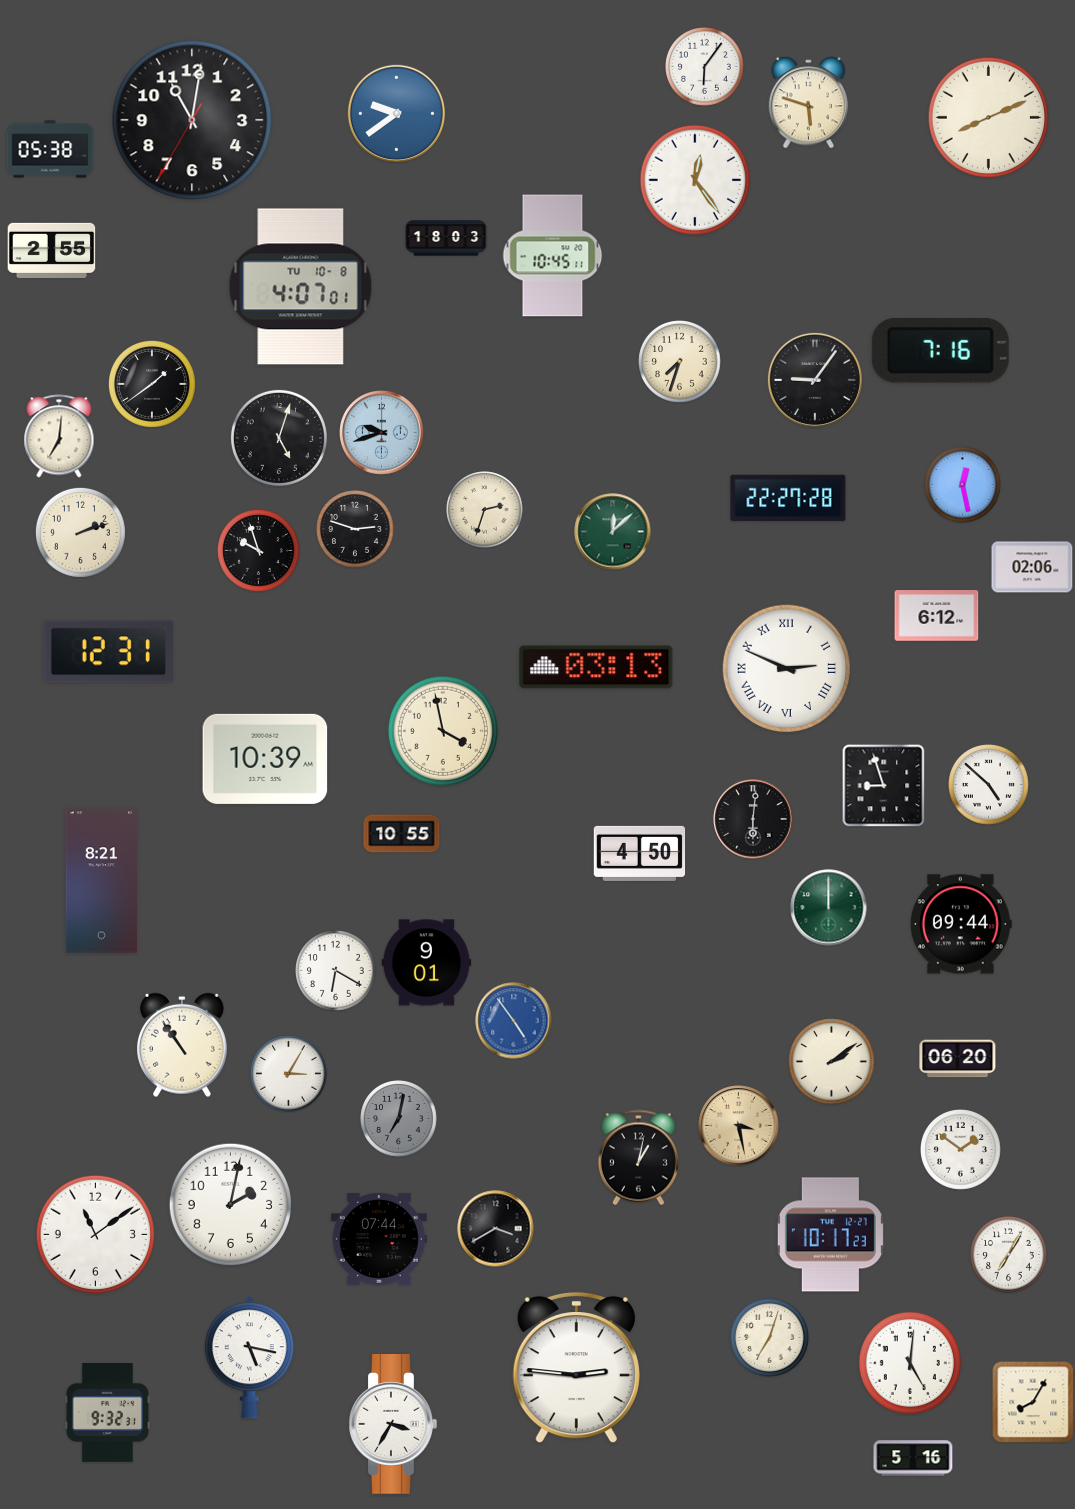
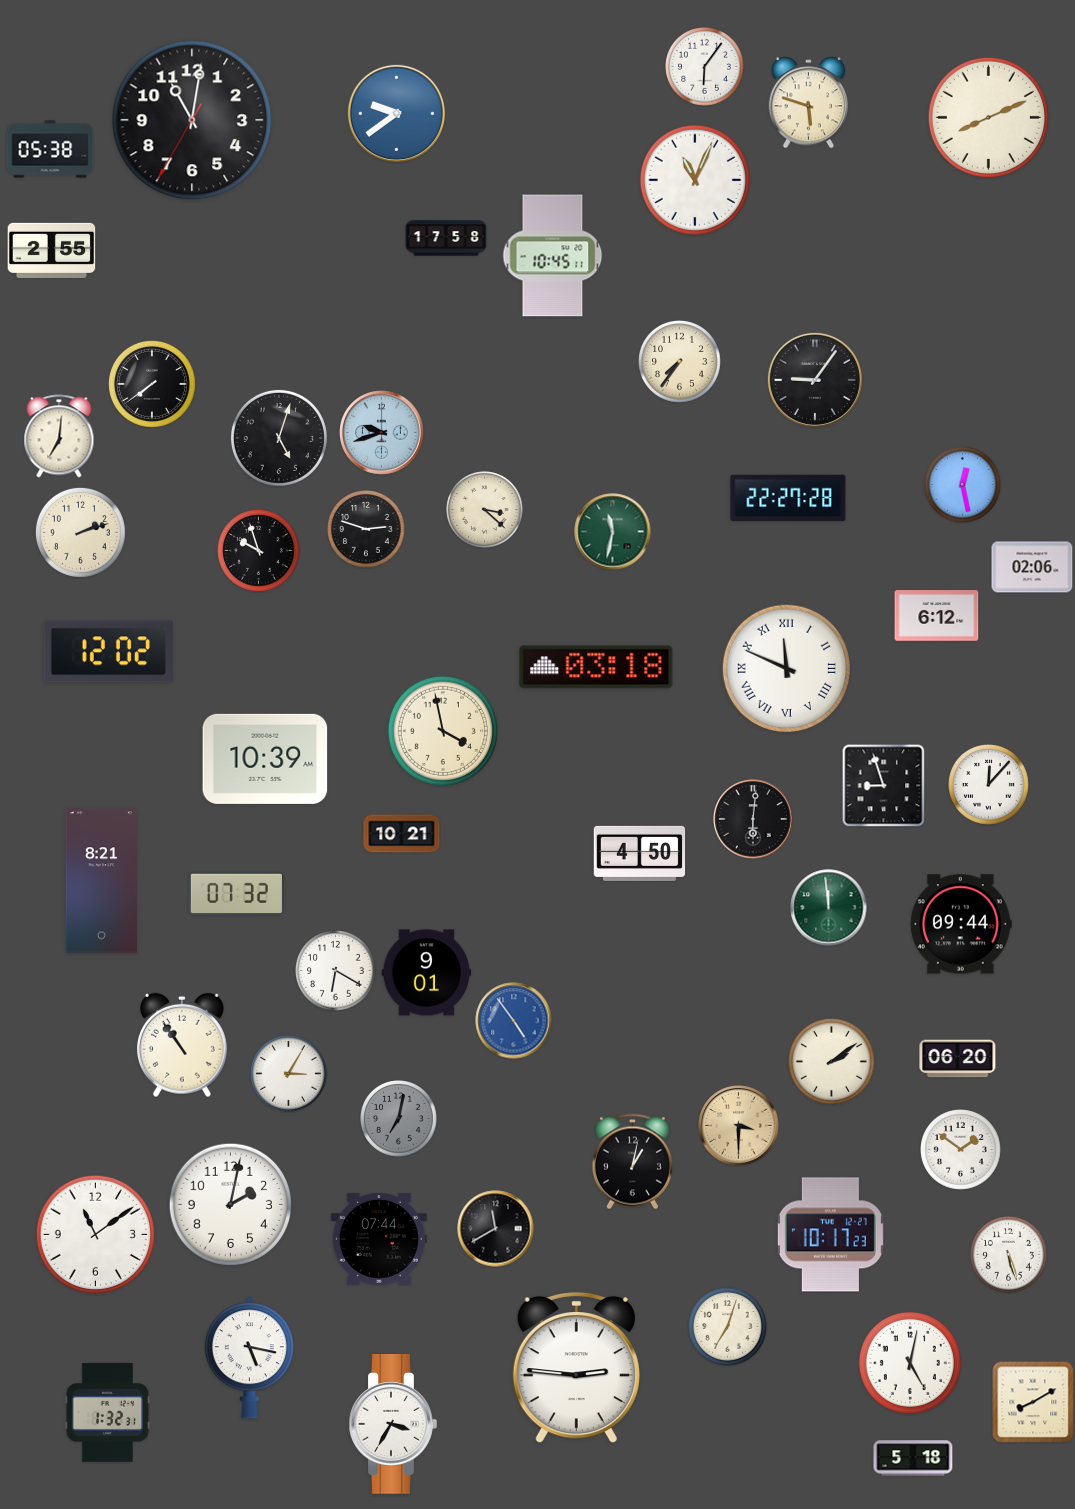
clock at (695, 180): 12:24 -> 11:04
clock at (446, 238): 18:03 -> 17:58
clock at (301, 287): 4:07 -> none
clock at (940, 351): 7:16 -> none
clock at (680, 362): 7:33 -> 7:36
clock at (152, 384): 1:39 -> 7:39
clock at (485, 510): 2:33 -> 3:22
clock at (355, 529) position: (355, 529) -> (366, 529)
clock at (613, 532): 12:08 -> 11:32
clock at (108, 652): 12:31 -> 12:02
clock at (596, 667): 03:13 -> 03:18
clock at (787, 669): 2:49 -> 11:49
clock at (989, 785): 4:52 -> 12:07
clock at (402, 834): 10:55 -> 10:21
clock at (236, 893): none -> 07:32
clock at (829, 908): 12:00 -> 11:59
clock at (427, 963) position: (427, 963) -> (427, 973)
clock at (739, 1126): 3:28 -> 3:30
clock at (638, 1158) position: (638, 1158) -> (632, 1162)
clock at (496, 1229): 3:40 -> 11:40
clock at (1009, 1255): 7:05 -> 5:27
clock at (770, 1338) position: (770, 1338) -> (728, 1327)
clock at (910, 1363): 5:01 -> 5:02
clock at (1033, 1402): 8:05 -> 8:10
clock at (108, 1412): 9:32 -> 1:32
clock at (913, 1458): 5:16 -> 5:18
